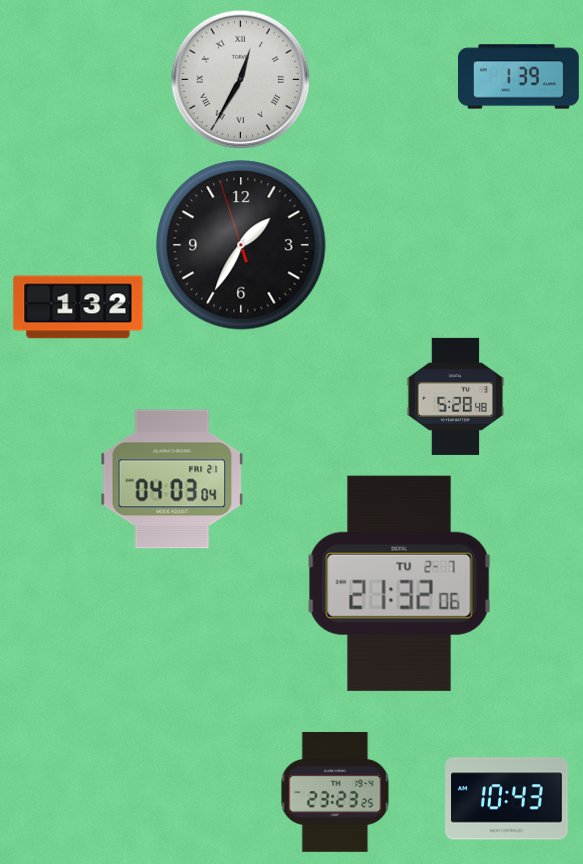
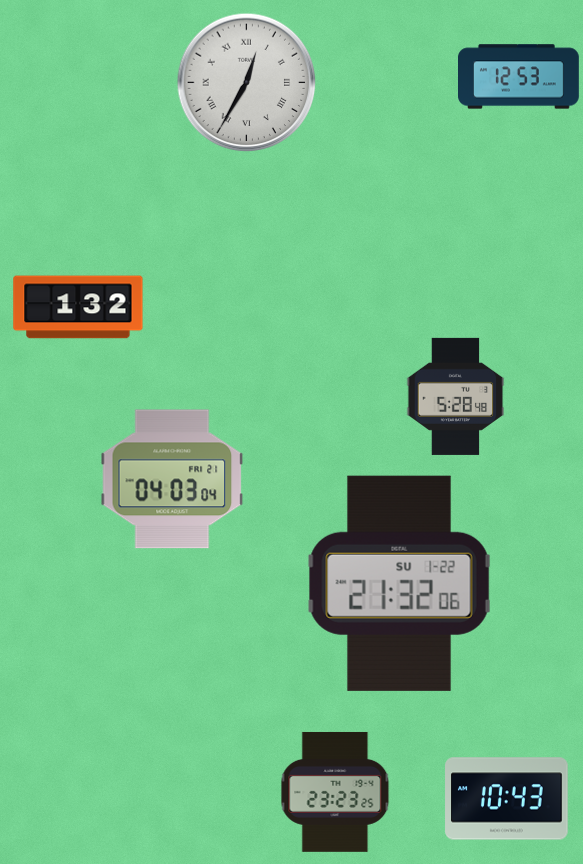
clock at (519, 77): 1:39 -> 12:53
clock at (241, 80) position: (241, 80) -> (247, 83)
clock at (241, 245): 1:34 -> none
clock at (399, 583) date: TU 2-7 -> SU 1-22
